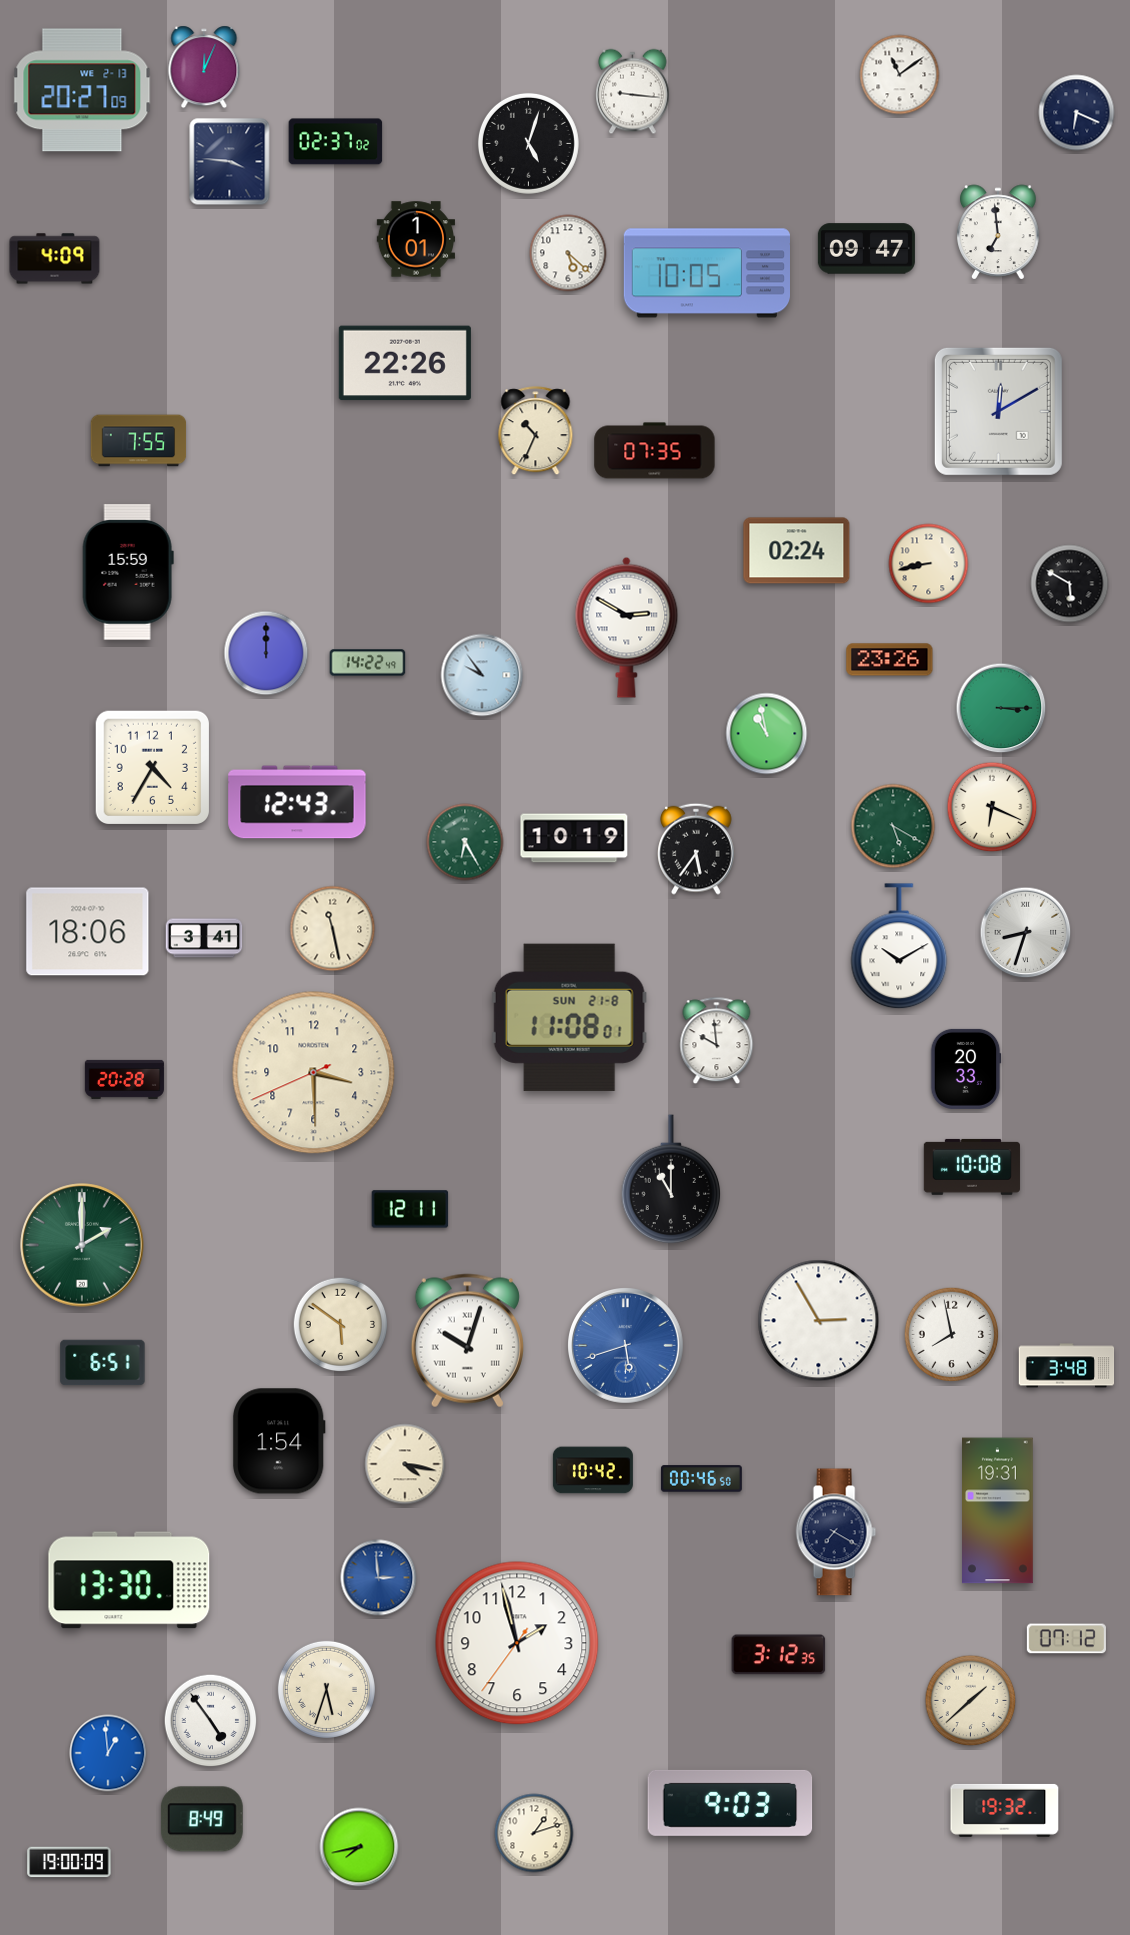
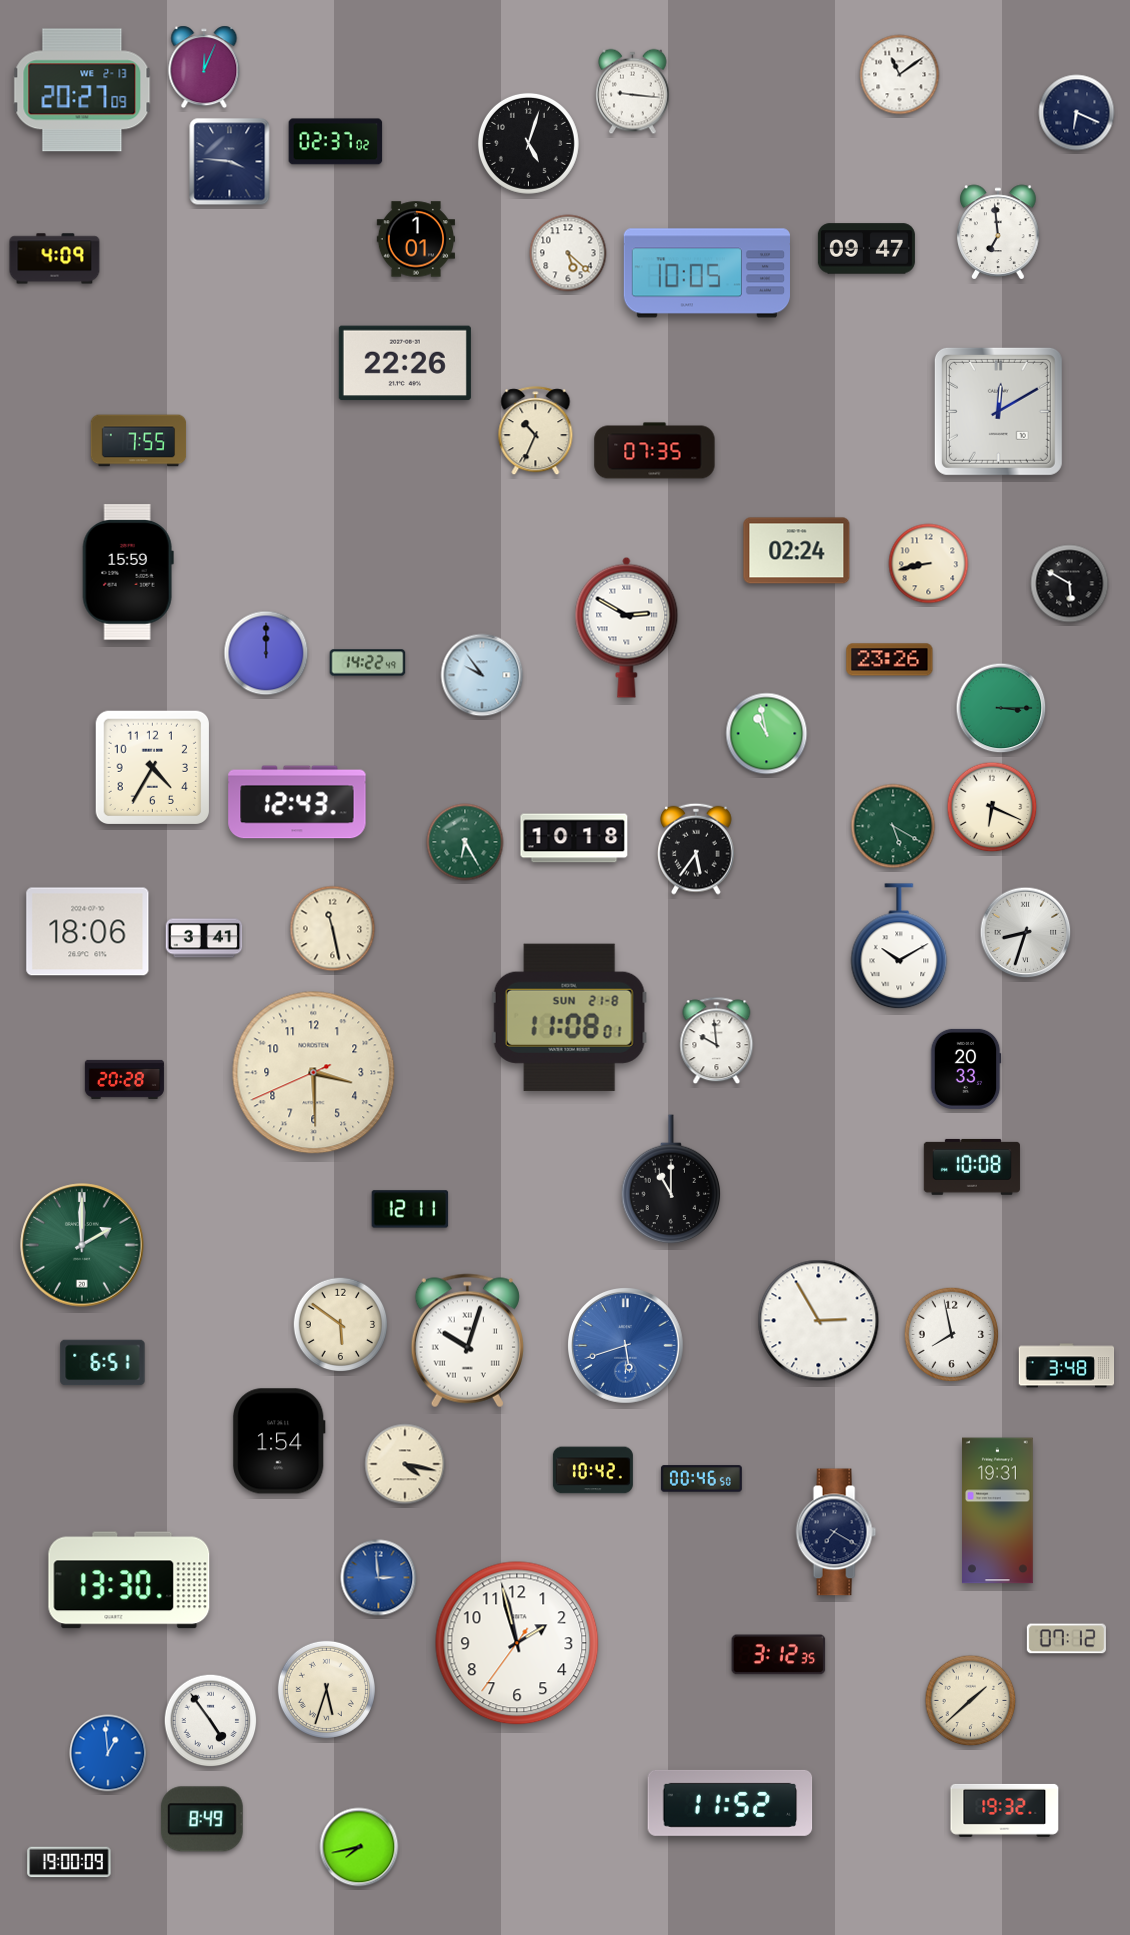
clock at (574, 838): 10:19 -> 10:18
clock at (730, 1803): 9:03 -> 11:52
clock at (534, 1833): 1:12 -> none
